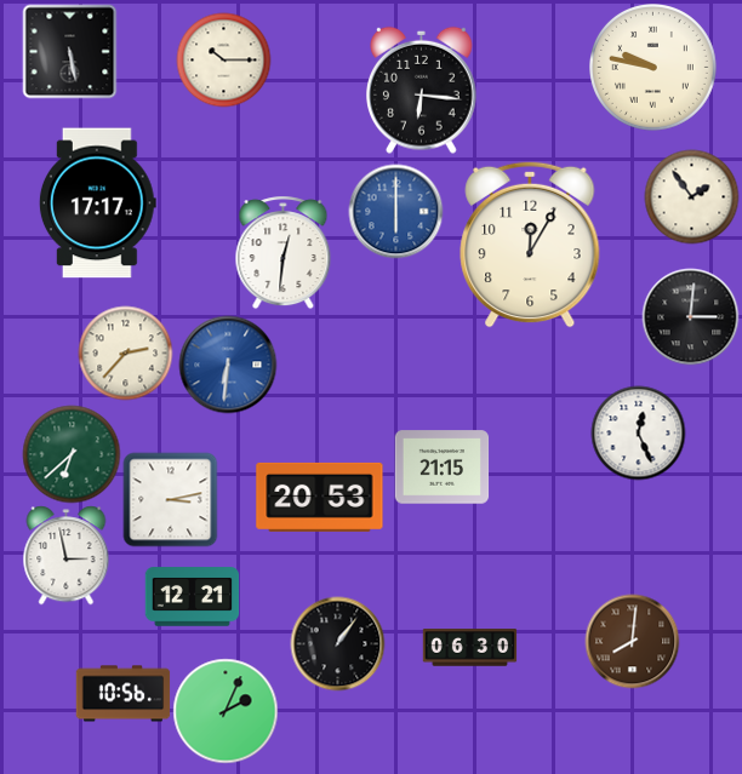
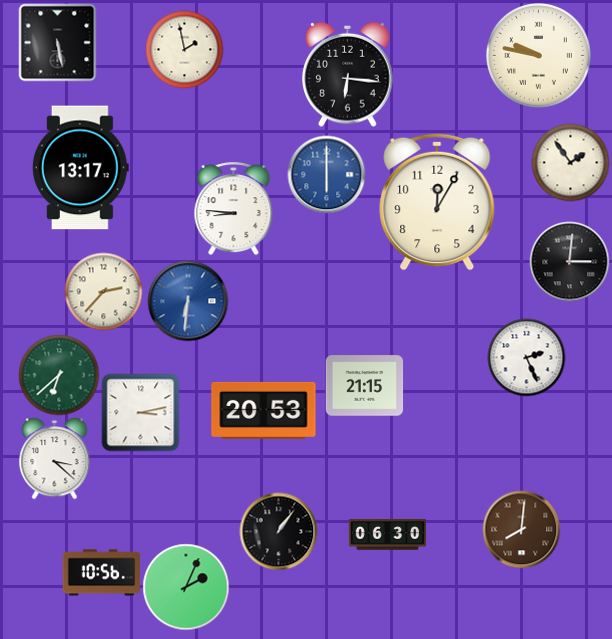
clock at (223, 59): 10:15 -> 1:58
clock at (97, 203): 17:17 -> 13:17
clock at (284, 252): 12:31 -> 8:46
clock at (638, 432): 12:26 -> 2:26
clock at (67, 555): 2:58 -> 3:22
clock at (192, 597): 12:21 -> none
